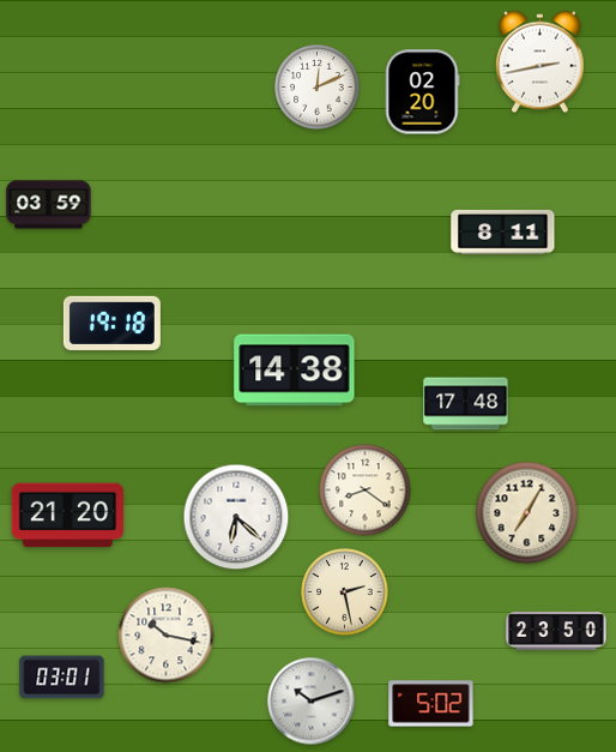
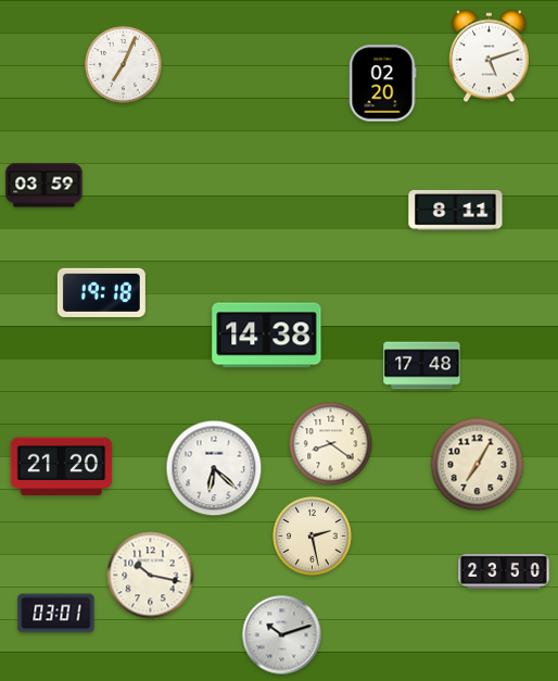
clock at (540, 62): 2:43 -> 5:12
clock at (124, 65): none -> 7:04
clock at (318, 88): 12:11 -> none
clock at (431, 704): 5:02 -> none
